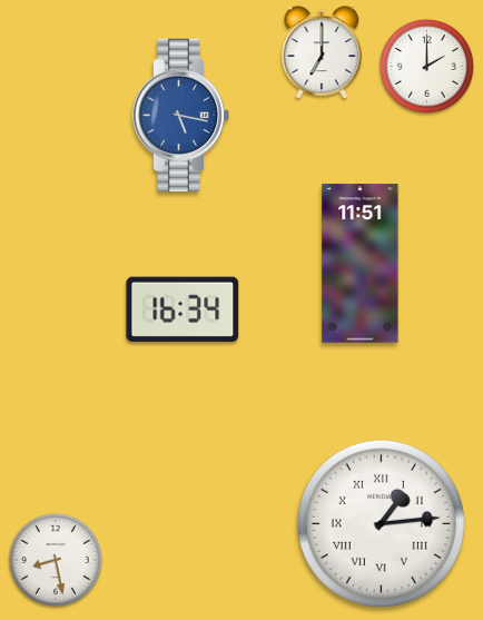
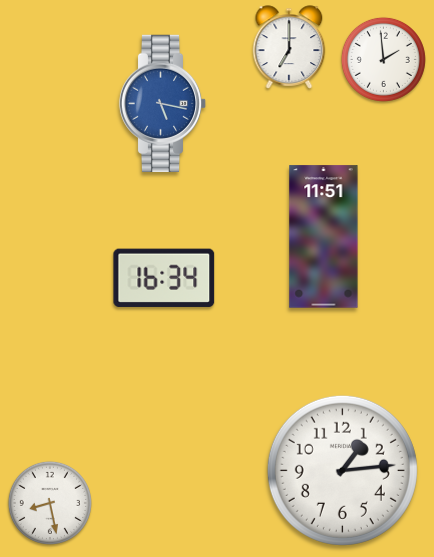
clock at (426, 66): 2:00 -> 1:59
clock at (381, 523) numerals: Roman -> Arabic
